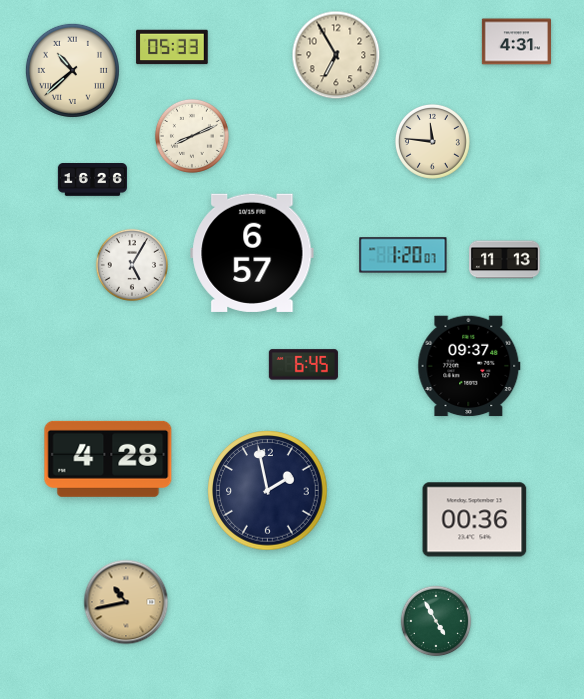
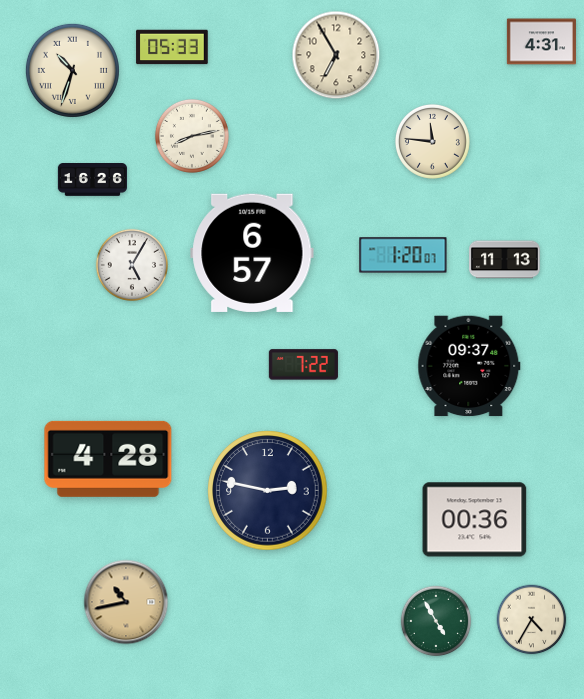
clock at (516, 42) position: (516, 42) -> (541, 42)
clock at (72, 70): 10:38 -> 10:33
clock at (192, 136): 8:11 -> 8:13
clock at (303, 365): 6:45 -> 7:22
clock at (268, 491): 1:58 -> 2:47
clock at (532, 620): none -> 4:35
